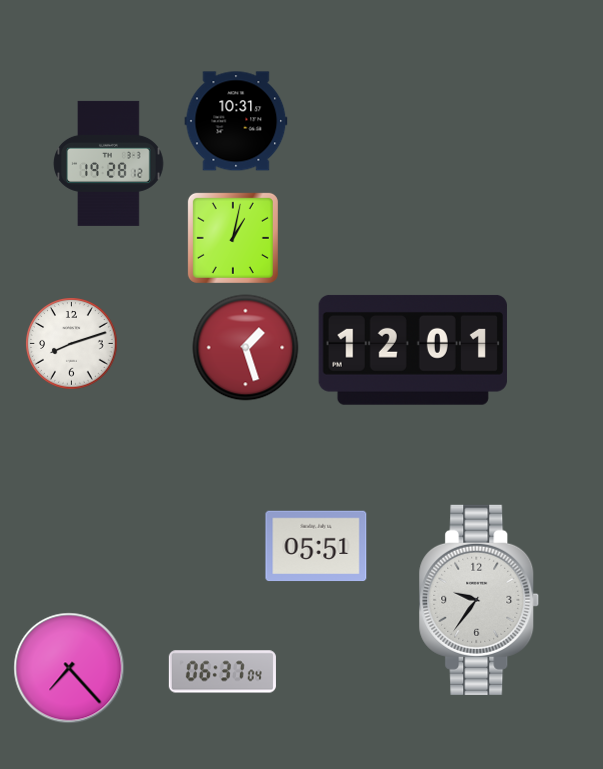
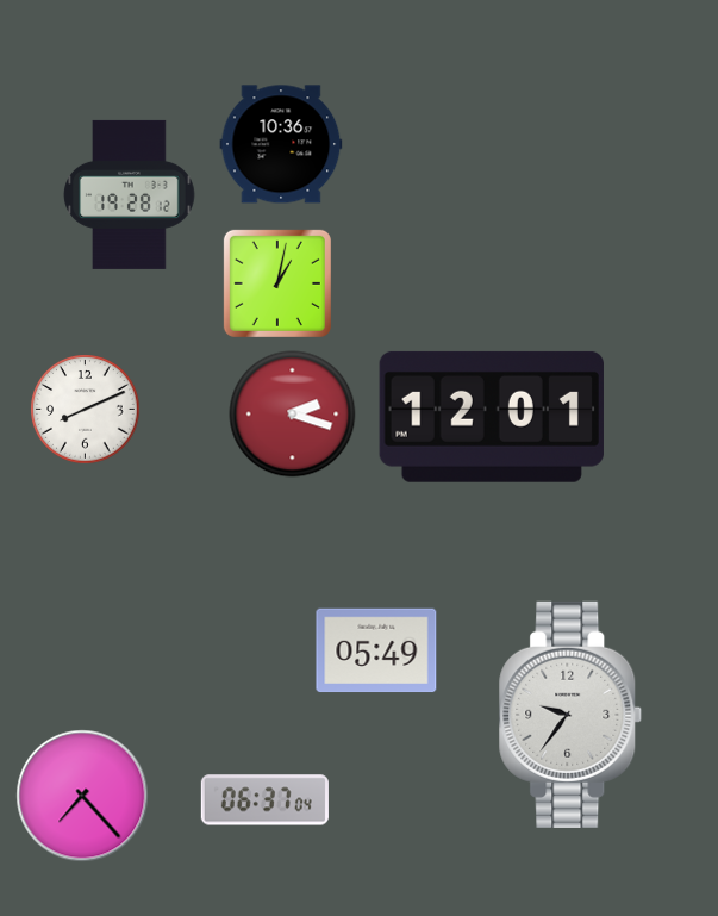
clock at (236, 121): 10:31 -> 10:36
clock at (72, 344): 8:12 -> 8:11
clock at (246, 348): 1:27 -> 2:18
clock at (316, 546): 05:51 -> 05:49
